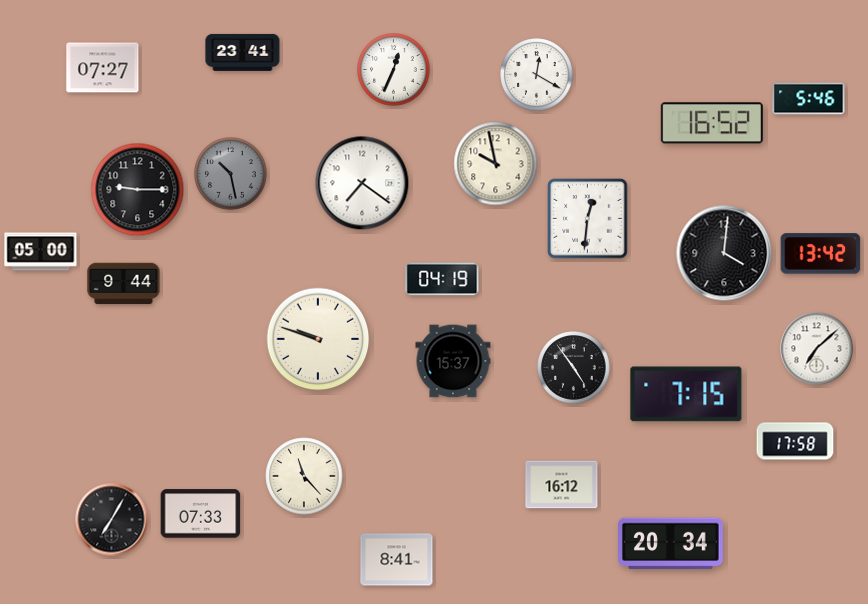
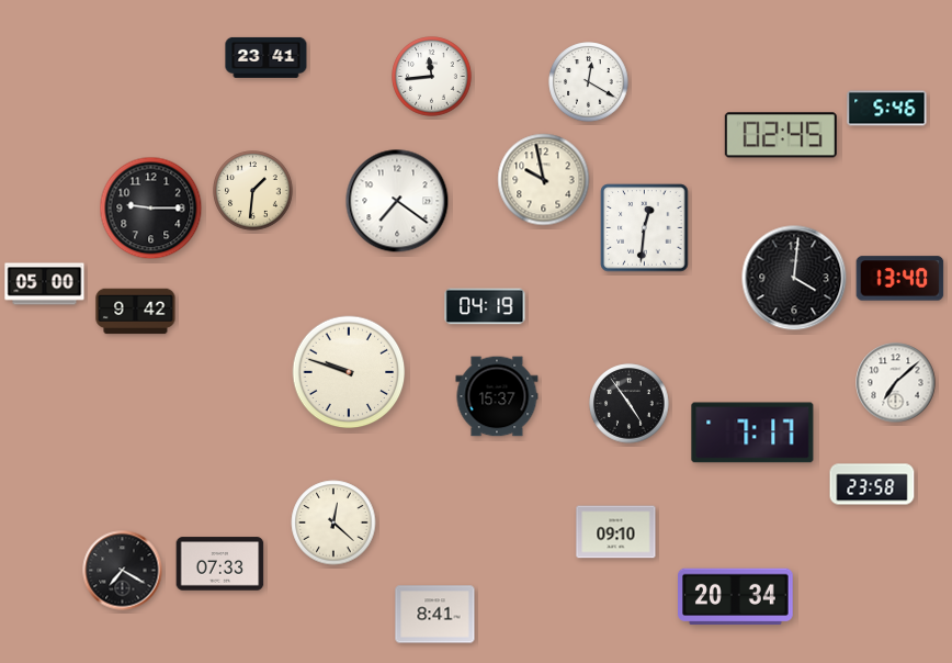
clock at (103, 68): 07:27 -> none
clock at (394, 70): 12:34 -> 11:44
clock at (712, 123): 16:52 -> 02:45
clock at (231, 174): 10:28 -> 1:31
clock at (231, 174) dial: grey -> cream
clock at (588, 219) position: (588, 219) -> (645, 228)
clock at (41, 252) position: (41, 252) -> (45, 284)
clock at (821, 254): 13:42 -> 13:40
clock at (124, 284): 9:44 -> 9:42
clock at (686, 394): 7:15 -> 7:17
clock at (795, 441): 17:58 -> 23:58
clock at (304, 476): 11:23 -> 12:22
clock at (562, 485): 16:12 -> 09:10
clock at (112, 520): 7:05 -> 7:20
